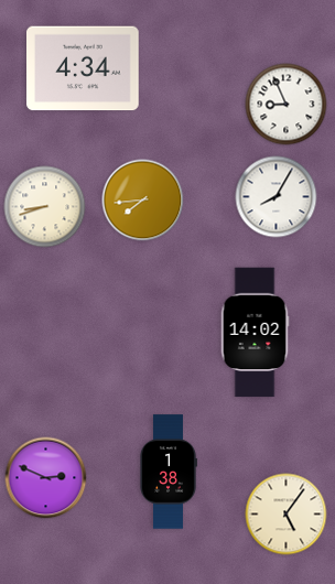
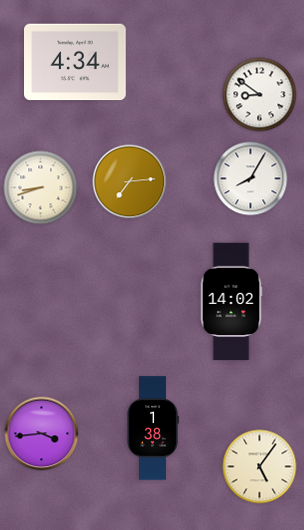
clock at (287, 105): 8:56 -> 8:51
clock at (143, 201): 7:44 -> 7:14
clock at (46, 478): 2:49 -> 3:44
